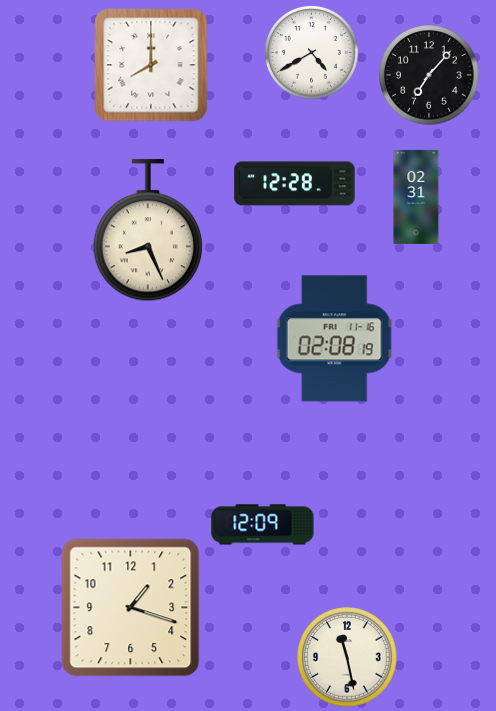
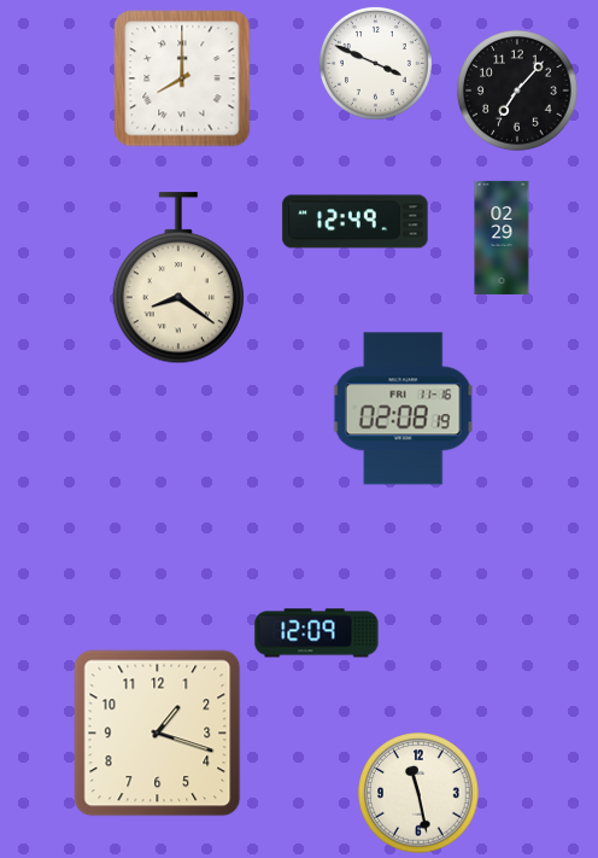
clock at (311, 52): 4:40 -> 3:49
clock at (295, 184): 12:28 -> 12:49
clock at (416, 197): 02:31 -> 02:29
clock at (148, 231): 8:26 -> 8:21
